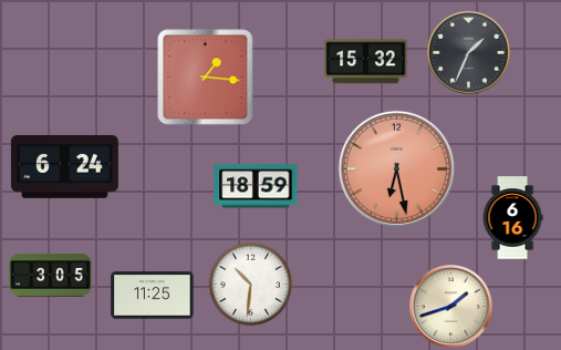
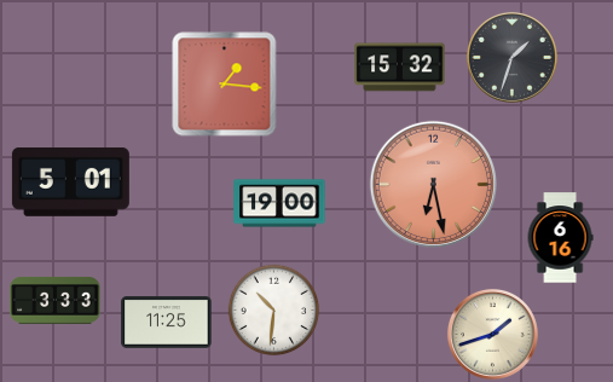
clock at (468, 52): 1:34 -> 1:33
clock at (64, 166): 6:24 -> 5:01
clock at (256, 186): 18:59 -> 19:00
clock at (51, 275): 3:05 -> 3:33
